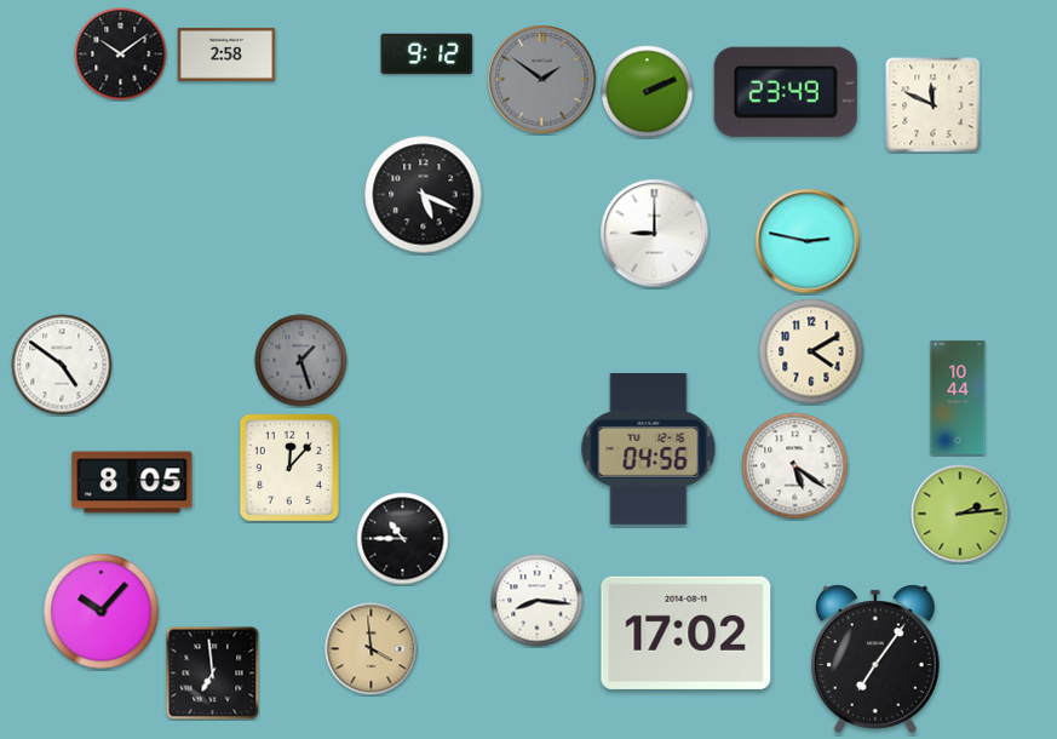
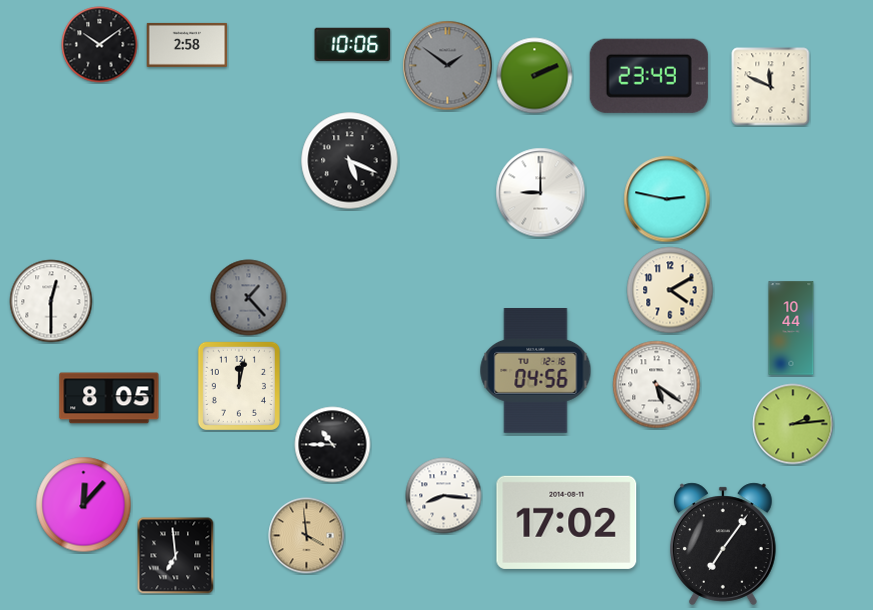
clock at (427, 53): 9:12 -> 10:06
clock at (301, 361): 1:27 -> 1:23
clock at (62, 365): 4:51 -> 12:30
clock at (289, 468): 12:07 -> 12:02
clock at (102, 612): 10:07 -> 12:07
